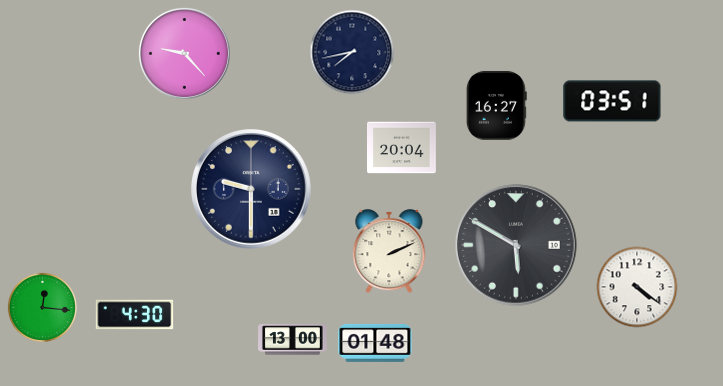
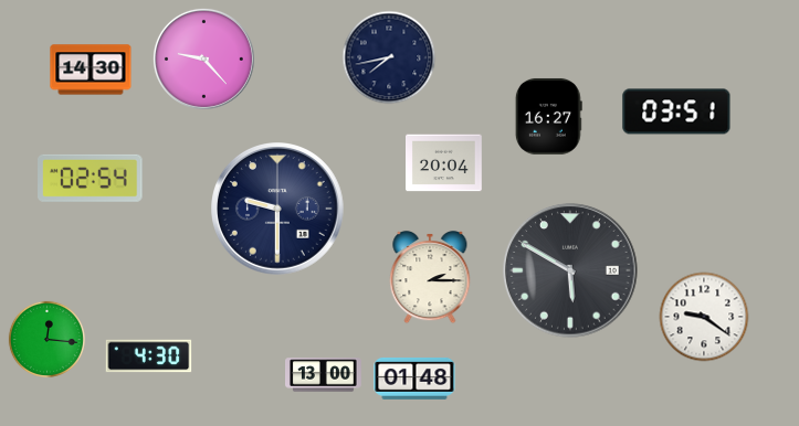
clock at (91, 70): none -> 14:30
clock at (91, 178): none -> 02:54
clock at (389, 251): 2:11 -> 2:15
clock at (637, 287): 4:21 -> 9:21
clock at (135, 315) position: (135, 315) -> (149, 356)
